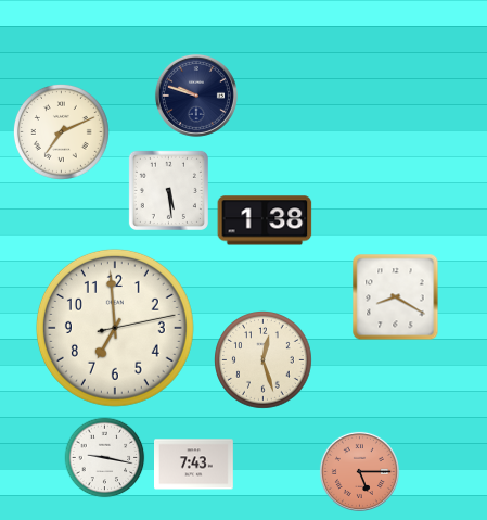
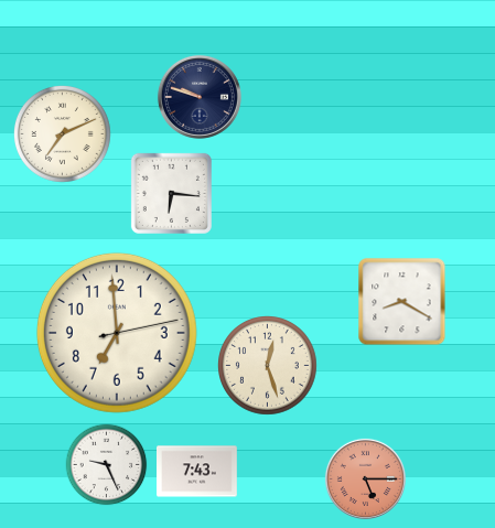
clock at (168, 190): 5:29 -> 6:16
clock at (265, 220): 1:38 -> none
clock at (105, 458): 9:17 -> 9:26
